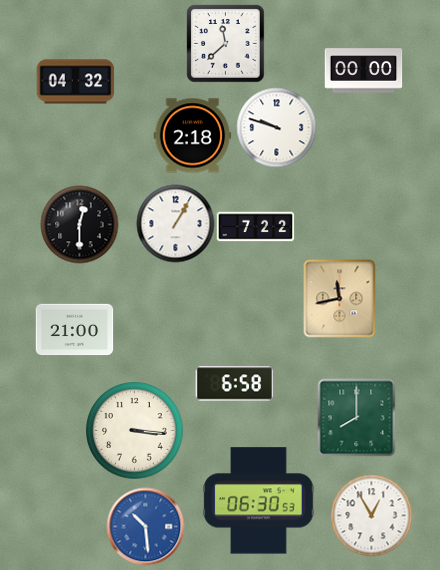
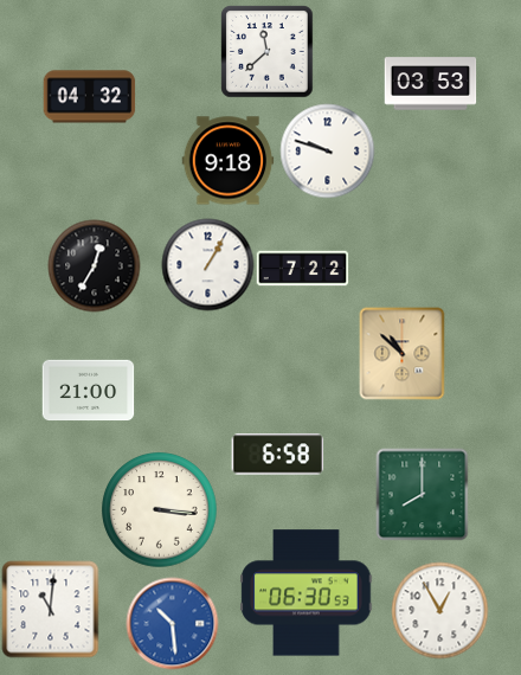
clock at (363, 71): 00:00 -> 03:53
clock at (192, 136): 2:18 -> 9:18
clock at (79, 224): 12:30 -> 12:35
clock at (340, 298): 11:43 -> 10:52
clock at (50, 609): none -> 11:01
